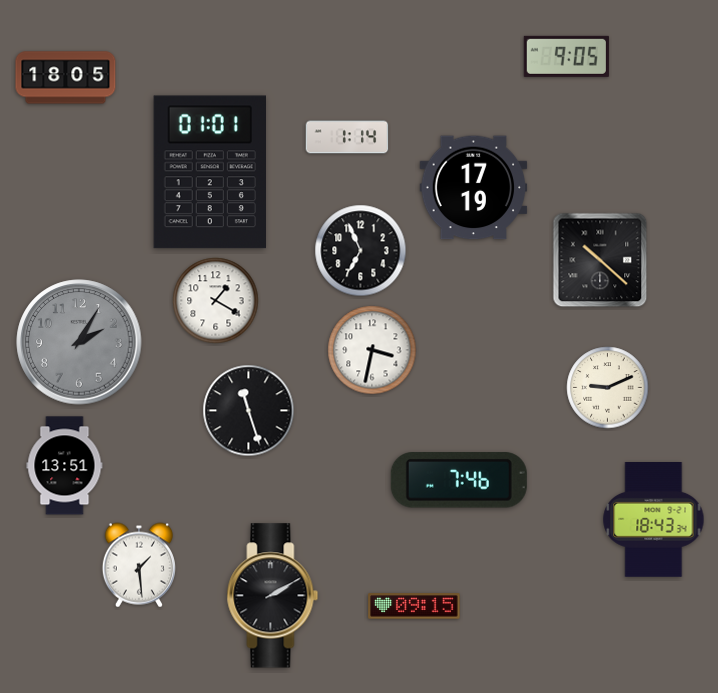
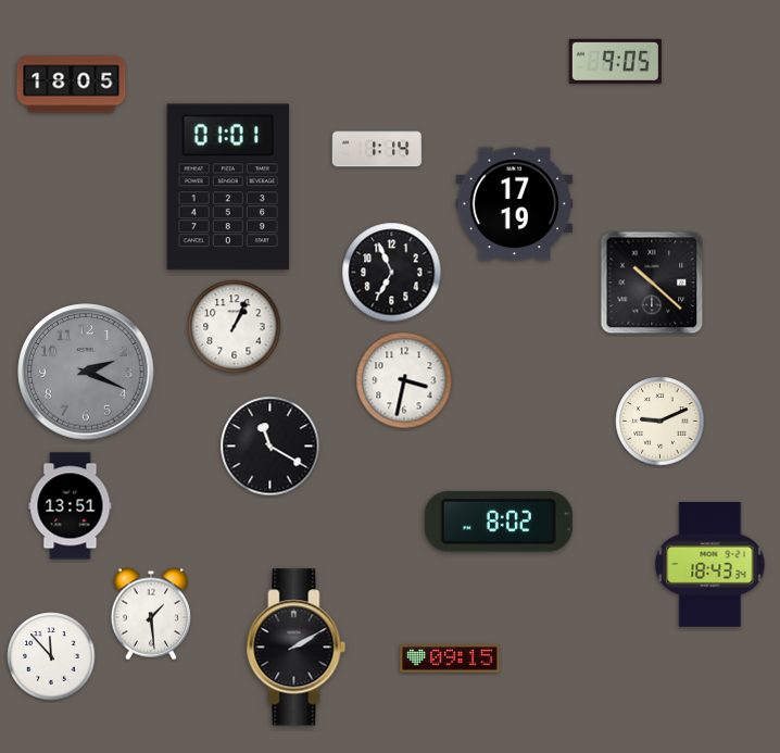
clock at (216, 301): 1:20 -> 1:04
clock at (79, 342): 2:05 -> 2:19
clock at (249, 411): 11:27 -> 11:20
clock at (459, 480): 7:46 -> 8:02
clock at (51, 656): none -> 11:53
